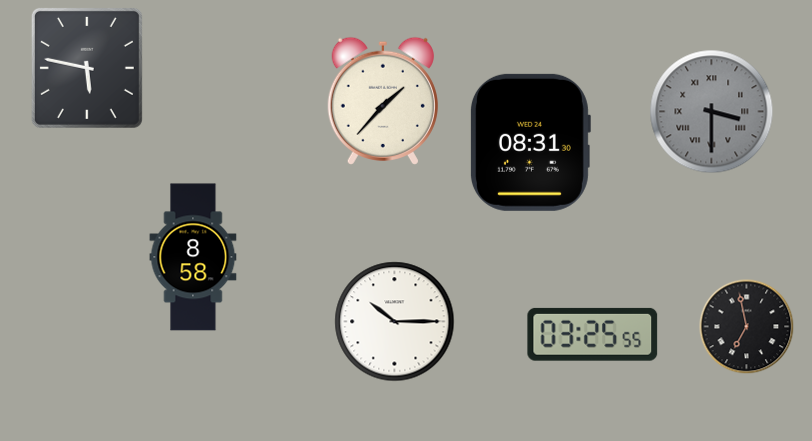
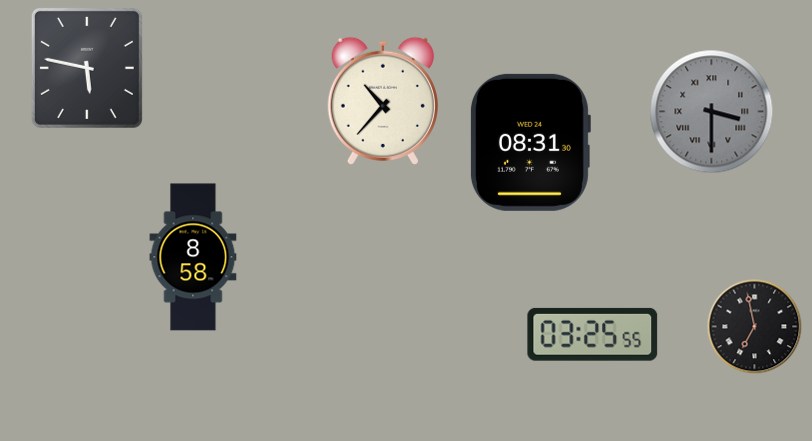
clock at (383, 101): 1:37 -> 10:37
clock at (395, 322): 10:15 -> none
clock at (747, 327) position: (747, 327) -> (755, 327)
